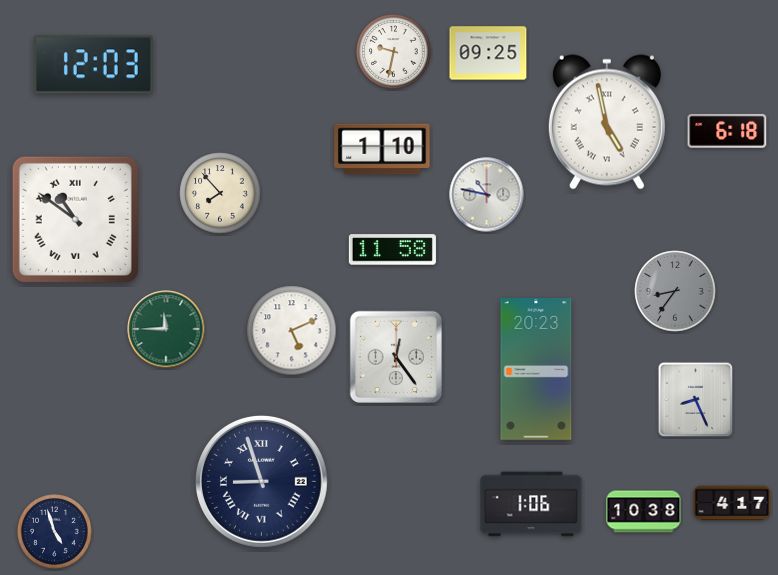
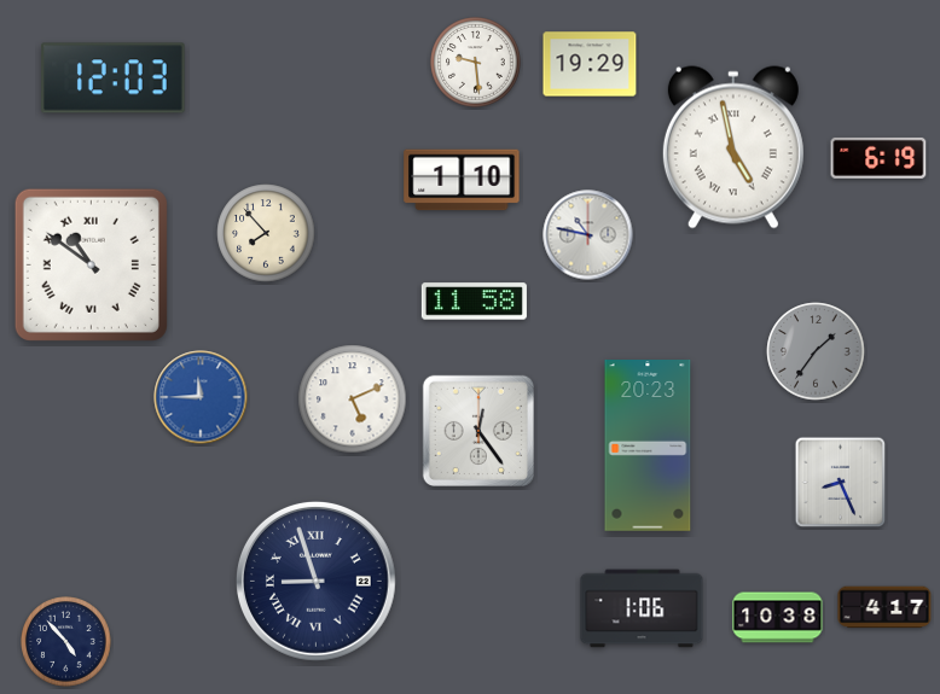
clock at (394, 52): 9:32 -> 9:29
clock at (488, 53): 09:25 -> 19:29
clock at (727, 131): 6:18 -> 6:19
clock at (675, 291): 8:36 -> 1:36
clock at (166, 329) dial: green -> blue
clock at (55, 532): 4:57 -> 4:53
